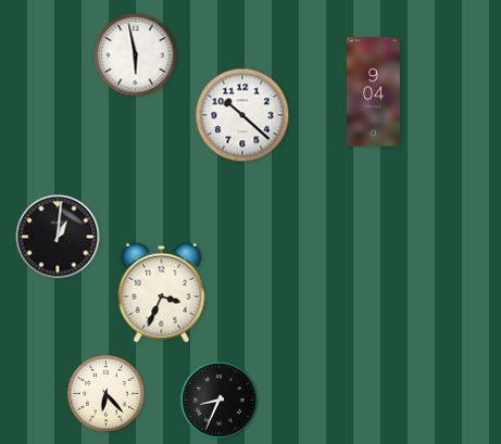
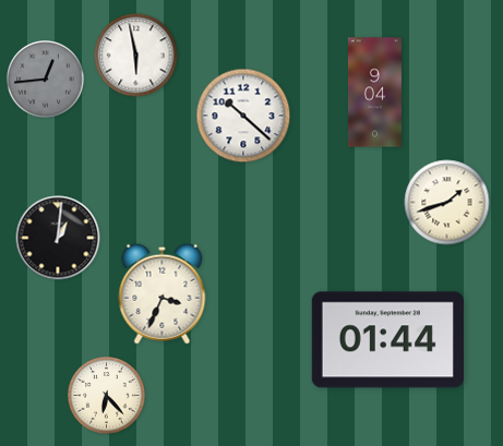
clock at (46, 80): none -> 12:44
clock at (447, 203): none -> 1:42
clock at (387, 340): none -> 01:44
clock at (220, 401): 8:34 -> none
